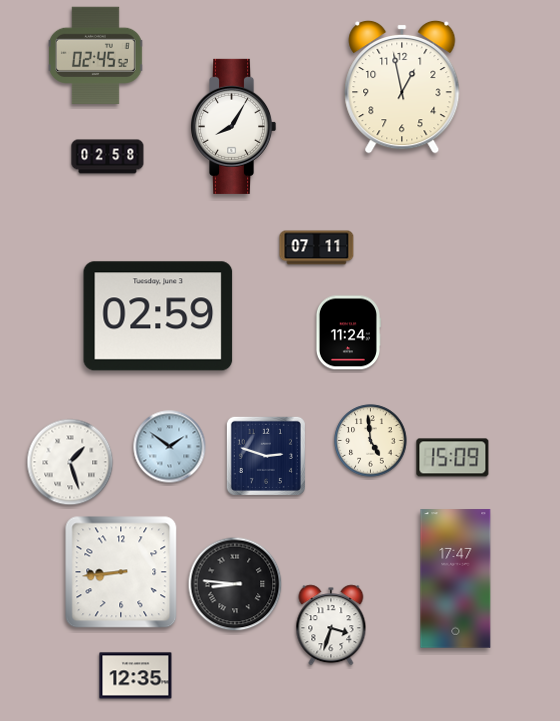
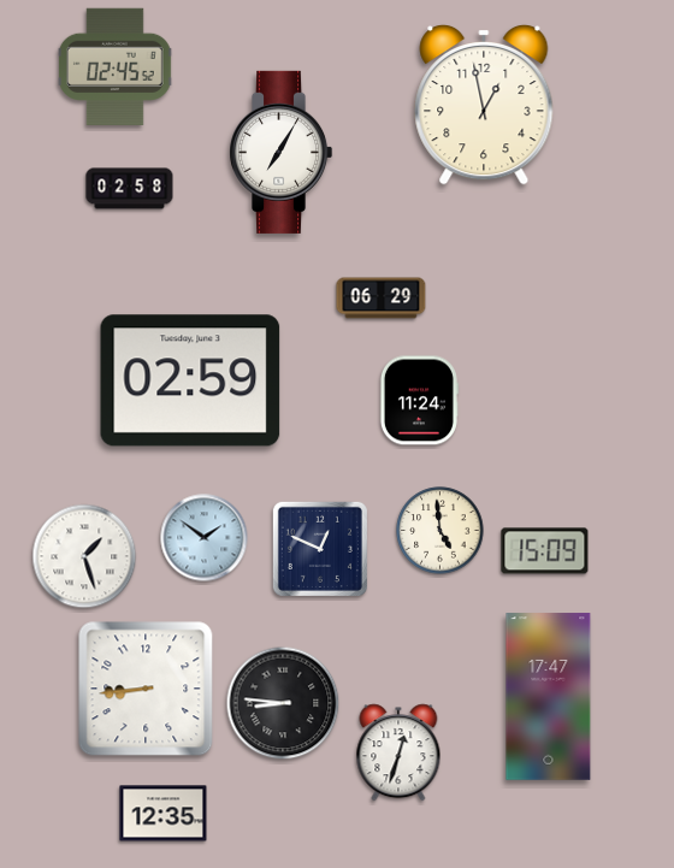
clock at (234, 126): 8:05 -> 7:05
clock at (317, 248): 07:11 -> 06:29
clock at (371, 441) position: (371, 441) -> (441, 531)
clock at (266, 456): 2:48 -> 12:49
clock at (331, 625): 3:33 -> 12:33
